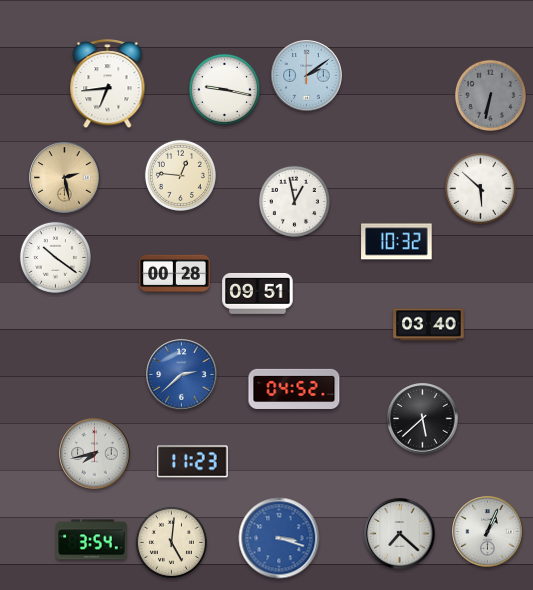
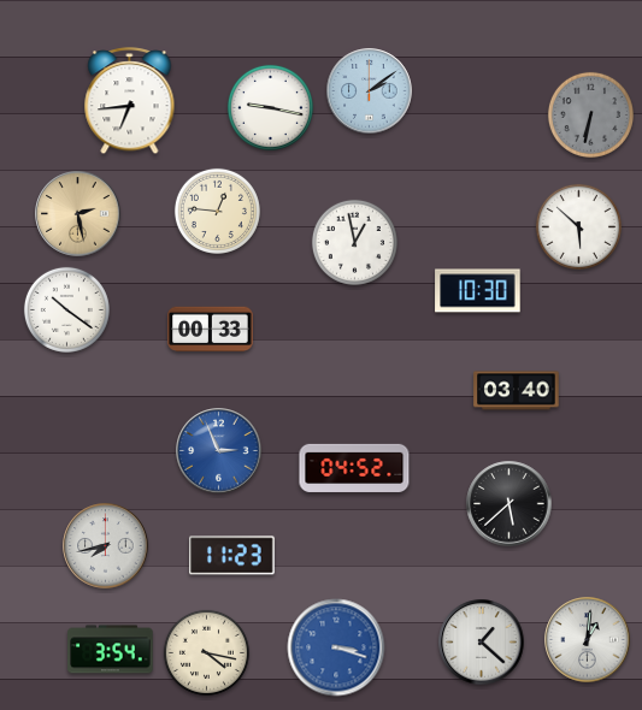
clock at (397, 242): 10:32 -> 10:30
clock at (175, 274): 00:28 -> 00:33
clock at (258, 293): 09:51 -> none
clock at (182, 375): 2:38 -> 2:56
clock at (95, 454) position: (95, 454) -> (106, 546)
clock at (488, 532): 1:04 -> 1:01
clock at (400, 534): 7:22 -> 1:22
clock at (171, 542): 5:01 -> 4:17
